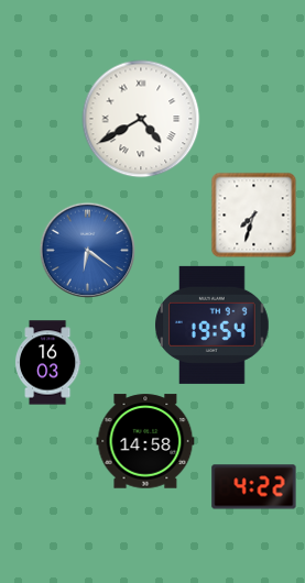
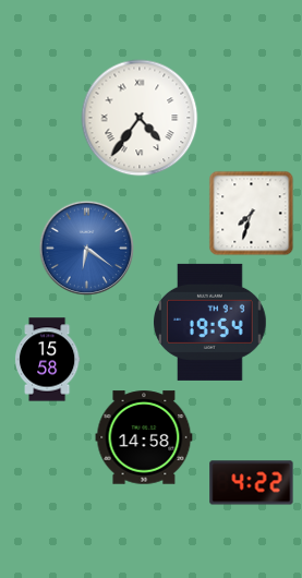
clock at (141, 119): 4:40 -> 4:36
clock at (47, 363): 16:03 -> 15:58
